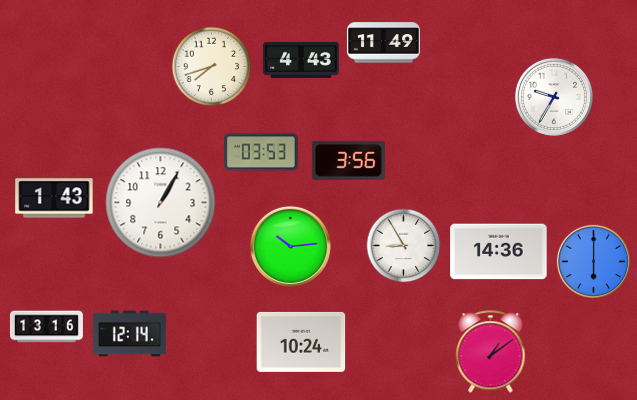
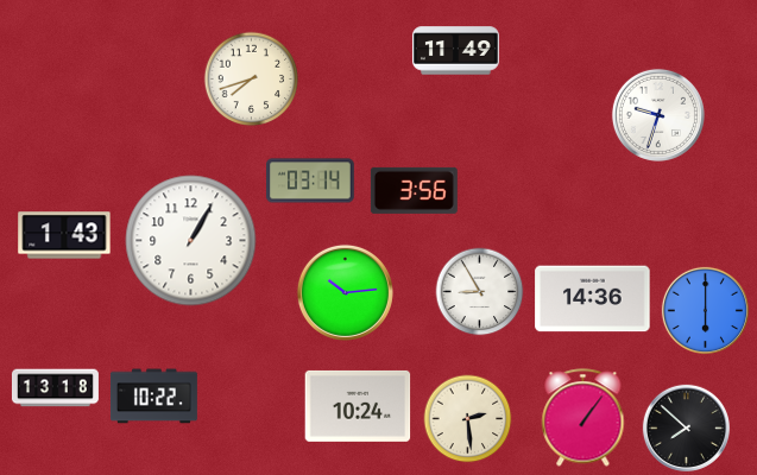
clock at (301, 60): 4:43 -> none
clock at (554, 97): 9:35 -> 9:33
clock at (262, 152): 03:53 -> 03:14
clock at (46, 327): 13:16 -> 13:18
clock at (129, 334): 12:14 -> 10:22
clock at (491, 352): 1:09 -> 1:06
clock at (468, 419): none -> 2:29
clock at (686, 427): none -> 7:52
